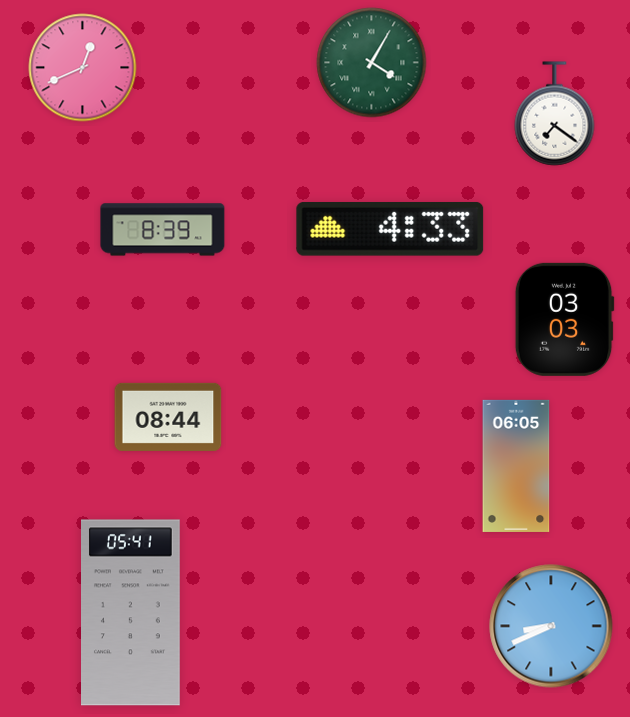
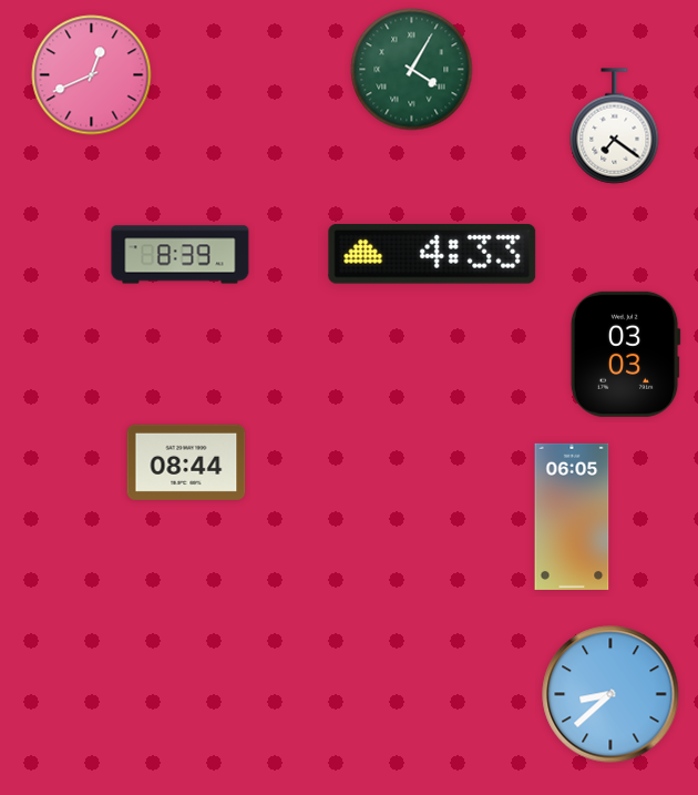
clock at (131, 613): 05:41 -> none
clock at (551, 626): 8:41 -> 8:38
